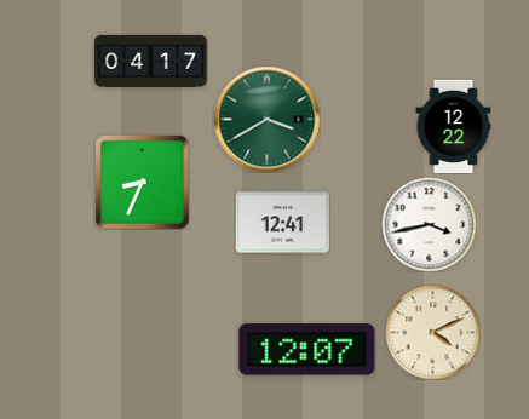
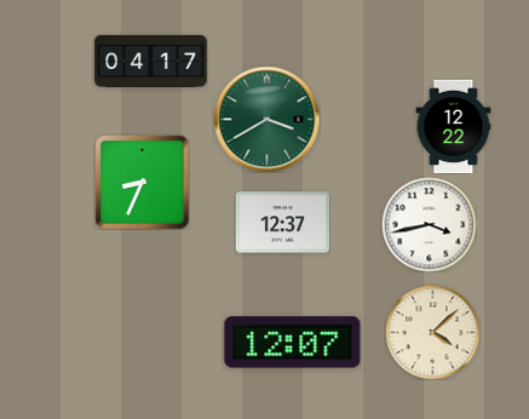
clock at (282, 223): 12:41 -> 12:37
clock at (432, 332): 4:11 -> 4:08
clock at (307, 350) position: (307, 350) -> (293, 343)
